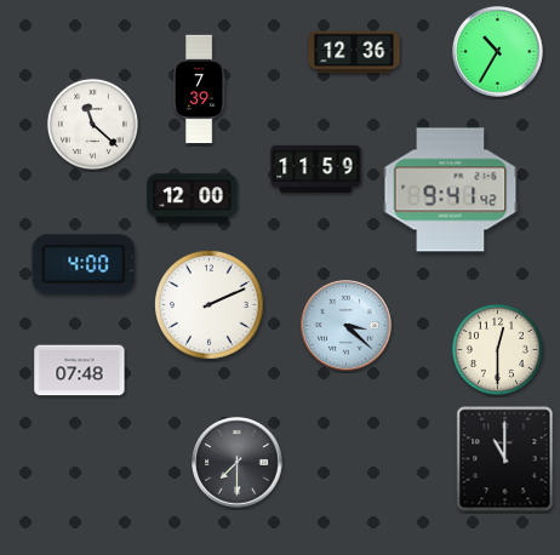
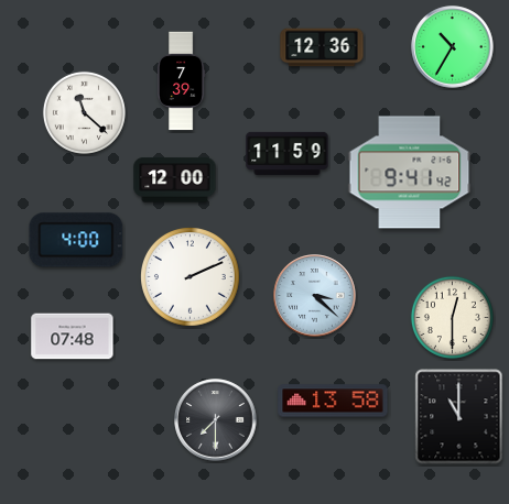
clock at (333, 401): none -> 13:58
